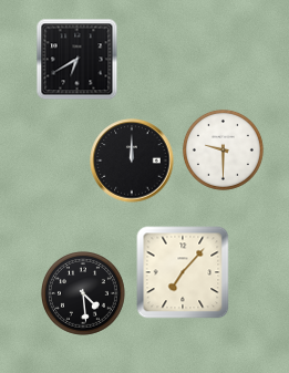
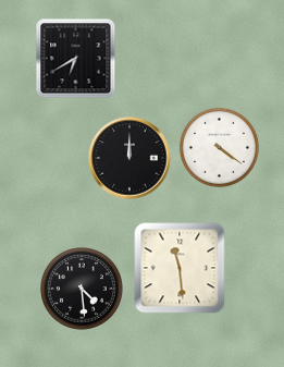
clock at (223, 149): 9:30 -> 4:21
clock at (183, 272): 7:07 -> 11:29
